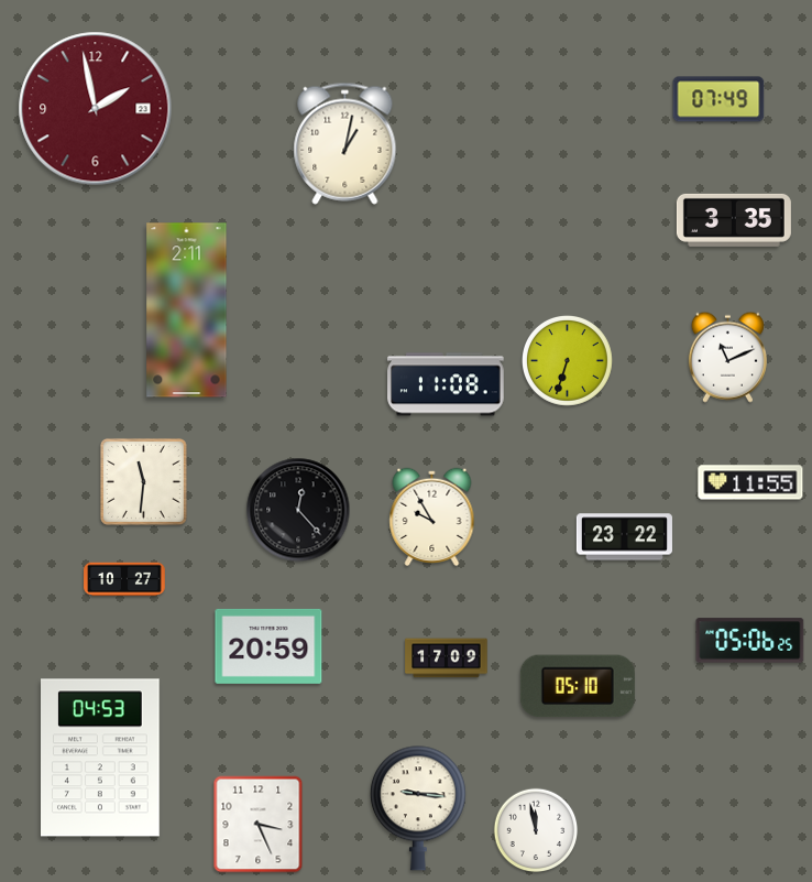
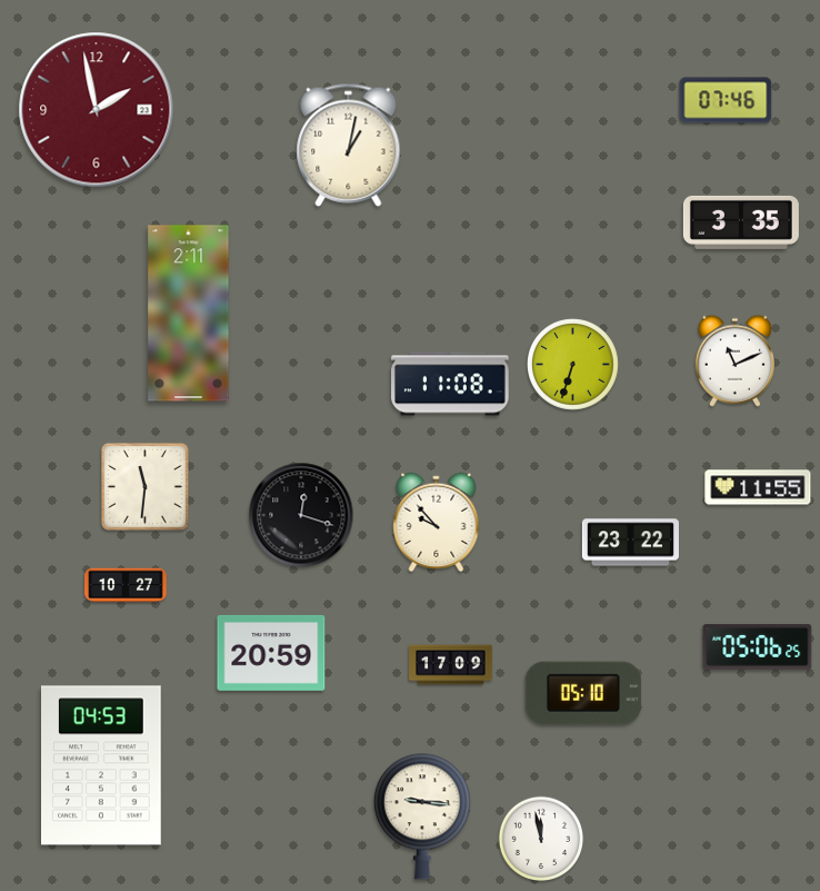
clock at (718, 99): 07:49 -> 07:46
clock at (447, 384) position: (447, 384) -> (451, 384)
clock at (298, 510): 12:23 -> 12:18
clock at (432, 518): 9:55 -> 9:53
clock at (259, 825): 3:26 -> none
